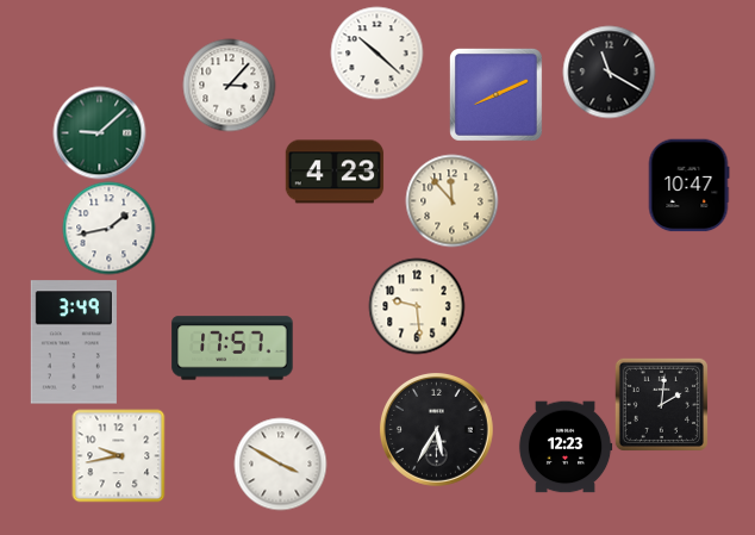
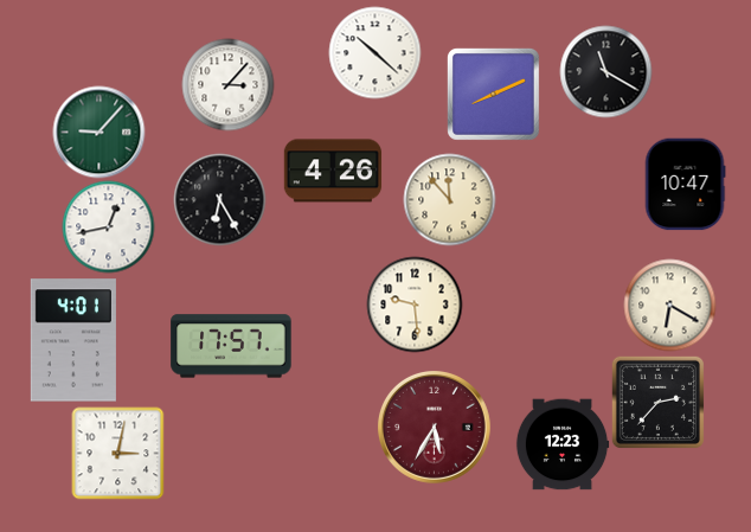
clock at (99, 132): 9:08 -> 9:07
clock at (335, 172): 4:23 -> 4:26
clock at (219, 199): none -> 6:25
clock at (108, 228): 1:43 -> 12:43
clock at (669, 305): none -> 6:20
clock at (74, 342): 3:49 -> 4:01
clock at (661, 404): 2:01 -> 2:37
clock at (437, 430) dial: black -> burgundy
clock at (118, 455): 9:43 -> 3:02
clock at (280, 464): 3:50 -> none
